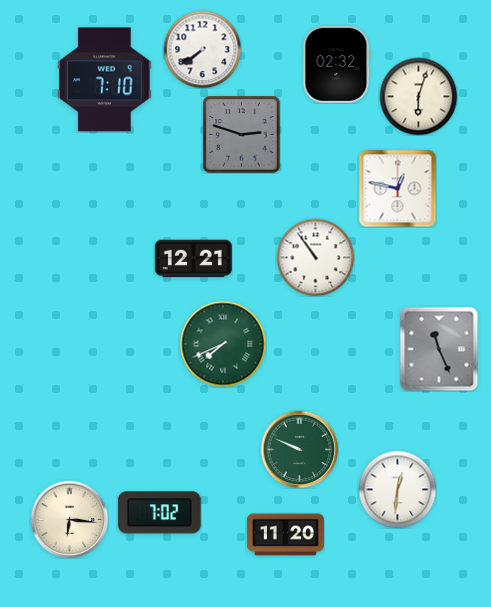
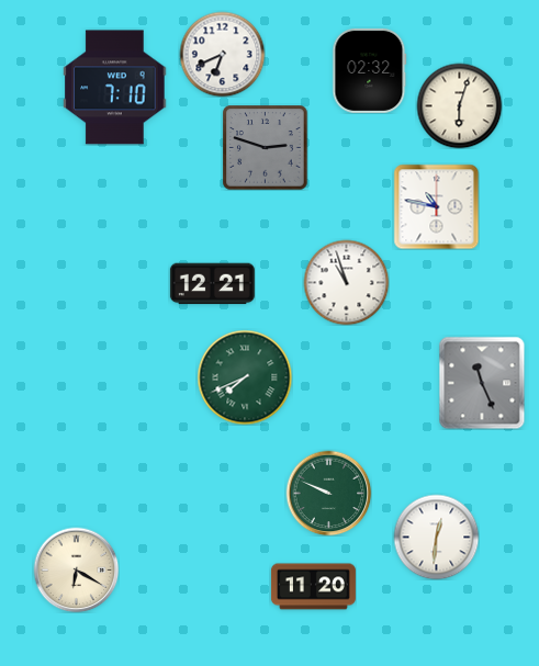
clock at (202, 49): 7:39 -> 6:41
clock at (397, 188): 12:47 -> 10:47
clock at (315, 257): 10:54 -> 10:57
clock at (160, 513): 7:02 -> none
clock at (69, 519): 6:16 -> 6:20
